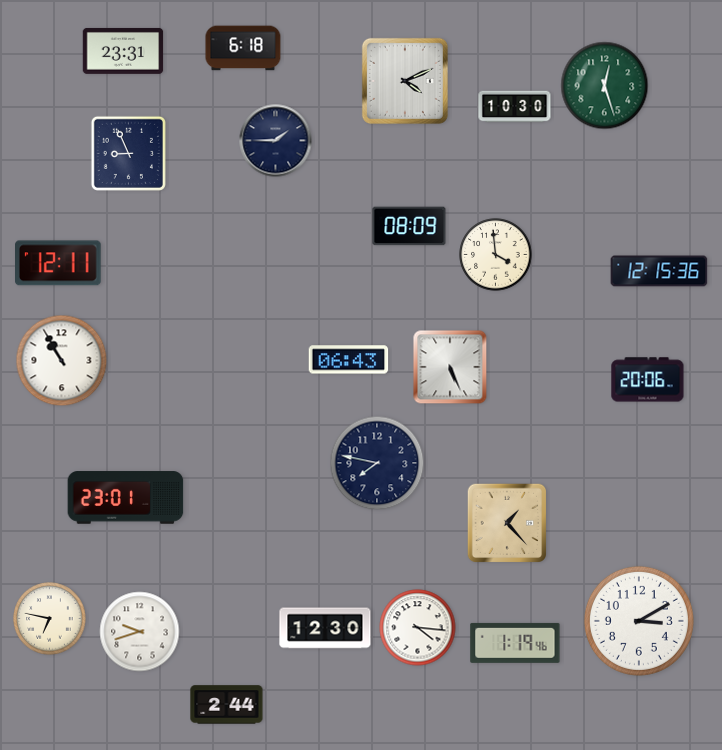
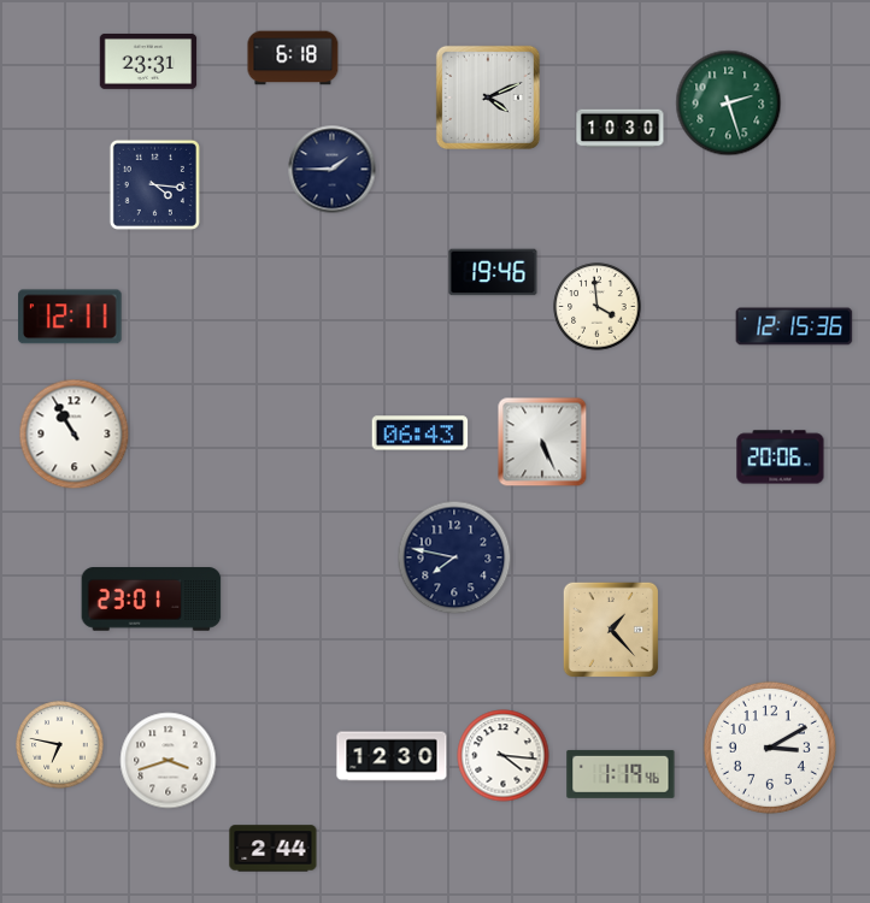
clock at (605, 86): 12:27 -> 2:27
clock at (128, 153): 8:56 -> 4:16
clock at (409, 226): 08:09 -> 19:46
clock at (140, 632): 9:42 -> 3:42
